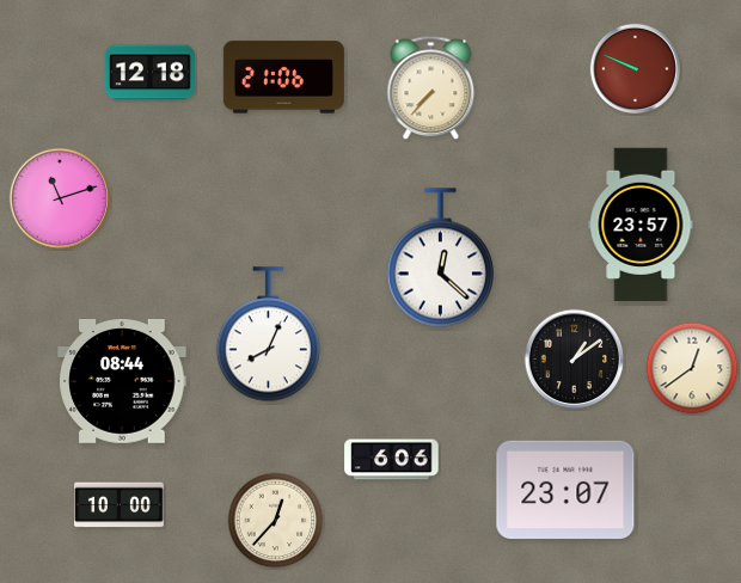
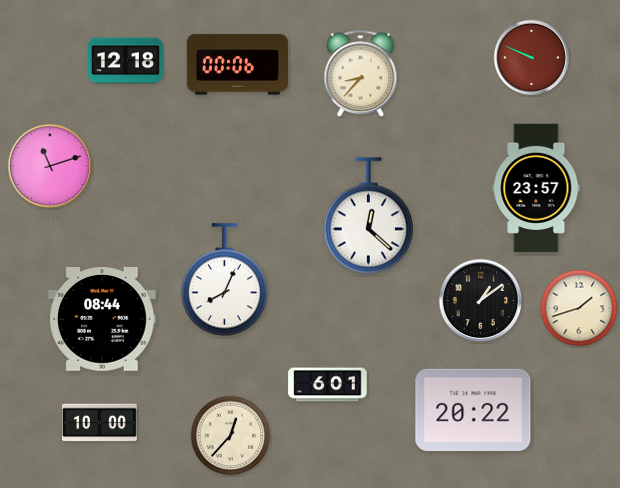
clock at (283, 78): 21:06 -> 00:06
clock at (431, 88): 7:37 -> 8:37
clock at (692, 368): 12:39 -> 1:42
clock at (392, 460): 6:06 -> 6:01
clock at (565, 489): 23:07 -> 20:22
